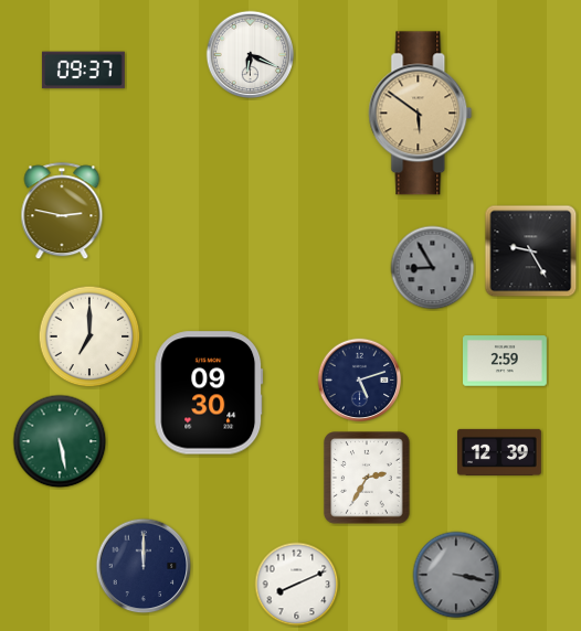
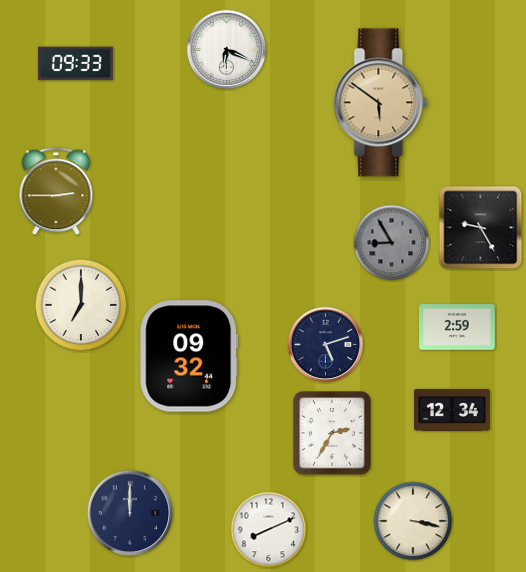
clock at (83, 71): 09:37 -> 09:33
clock at (62, 212): 2:47 -> 2:45
clock at (209, 393): 09:30 -> 09:32
clock at (60, 441): 5:28 -> none
clock at (500, 452): 12:39 -> 12:34
clock at (456, 575) dial: grey -> cream
